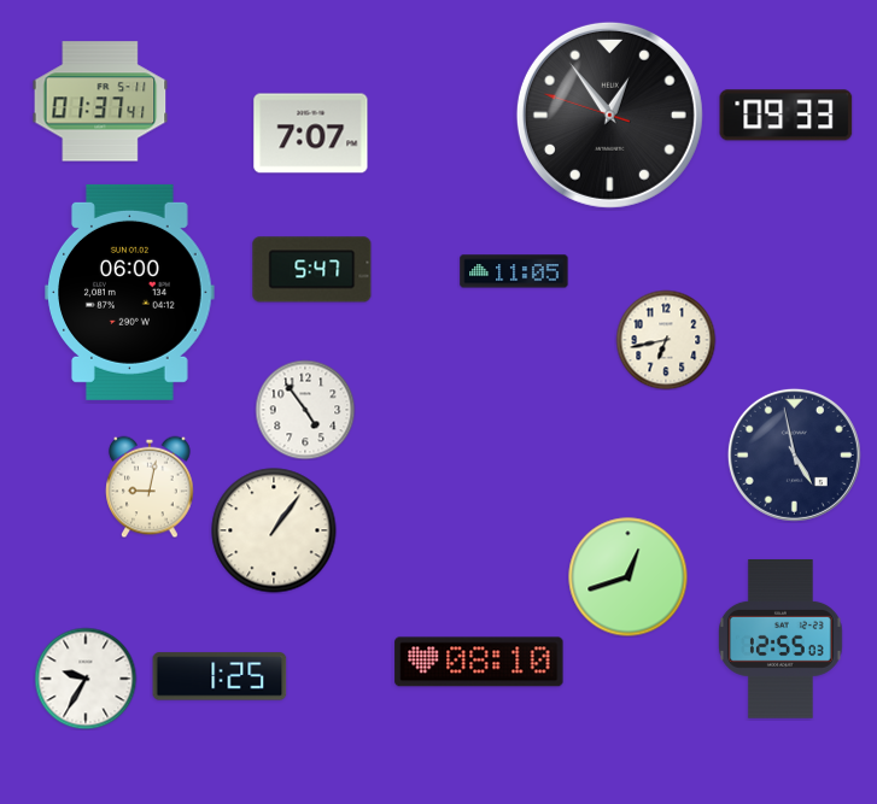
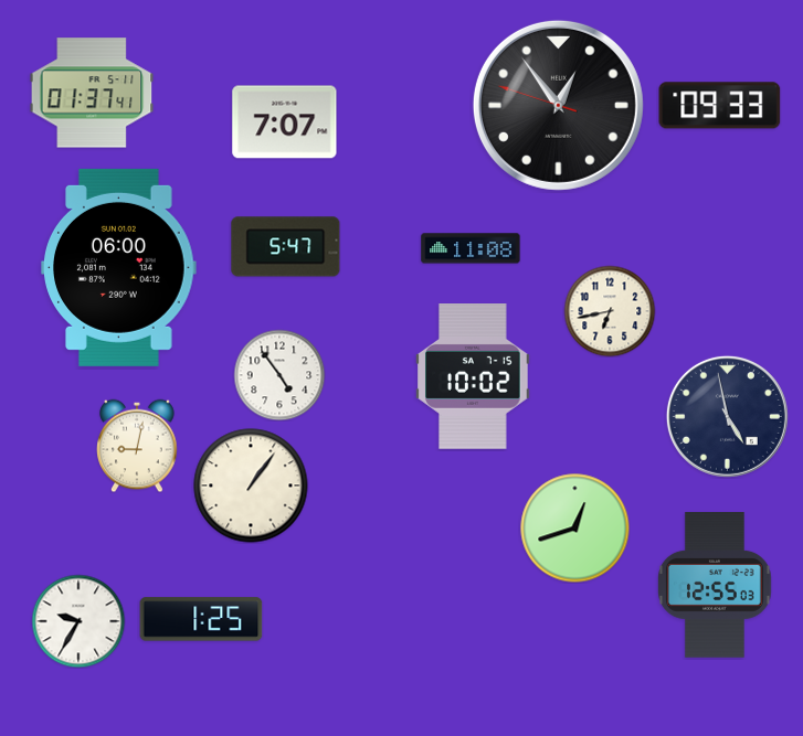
clock at (514, 271): 11:05 -> 11:08
clock at (473, 377): none -> 10:02
clock at (479, 662): 08:10 -> none
